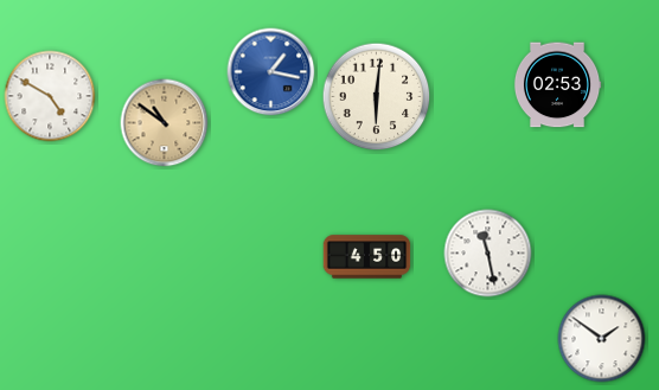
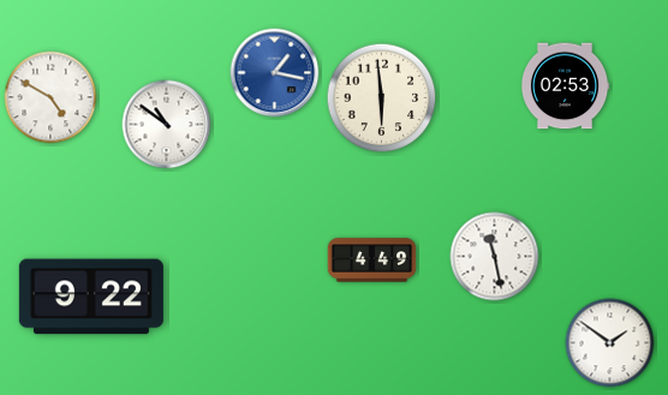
clock at (377, 97): 6:01 -> 5:59
clock at (165, 123) dial: champagne -> white
clock at (367, 257): 4:50 -> 4:49
clock at (91, 297): none -> 9:22
